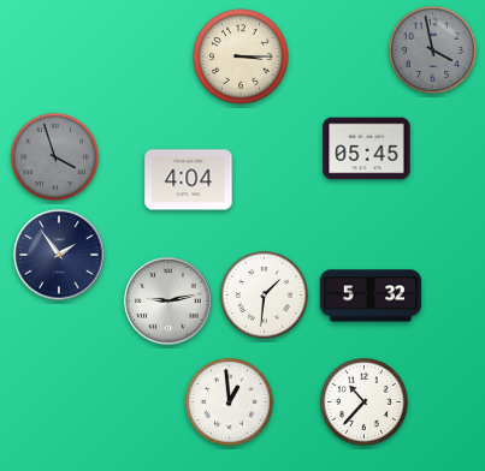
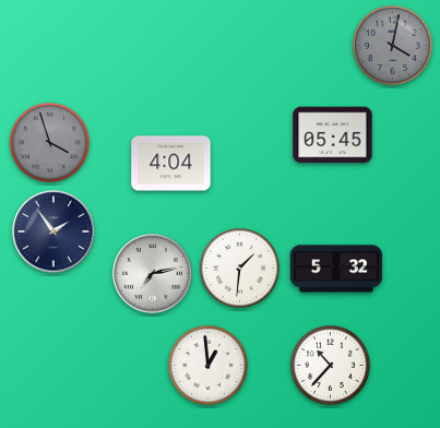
clock at (432, 49): 3:58 -> 4:02
clock at (241, 56): 3:15 -> none
clock at (168, 302): 9:13 -> 7:13
